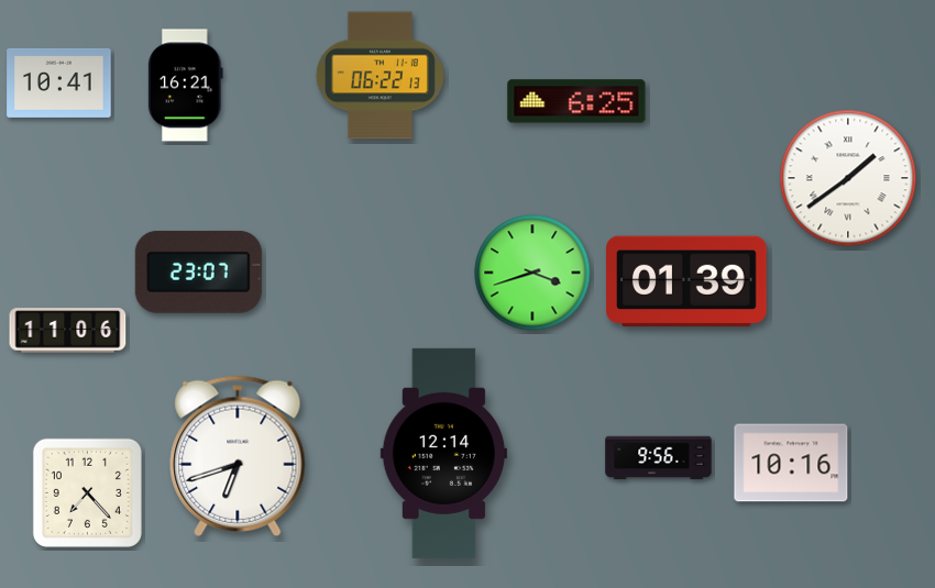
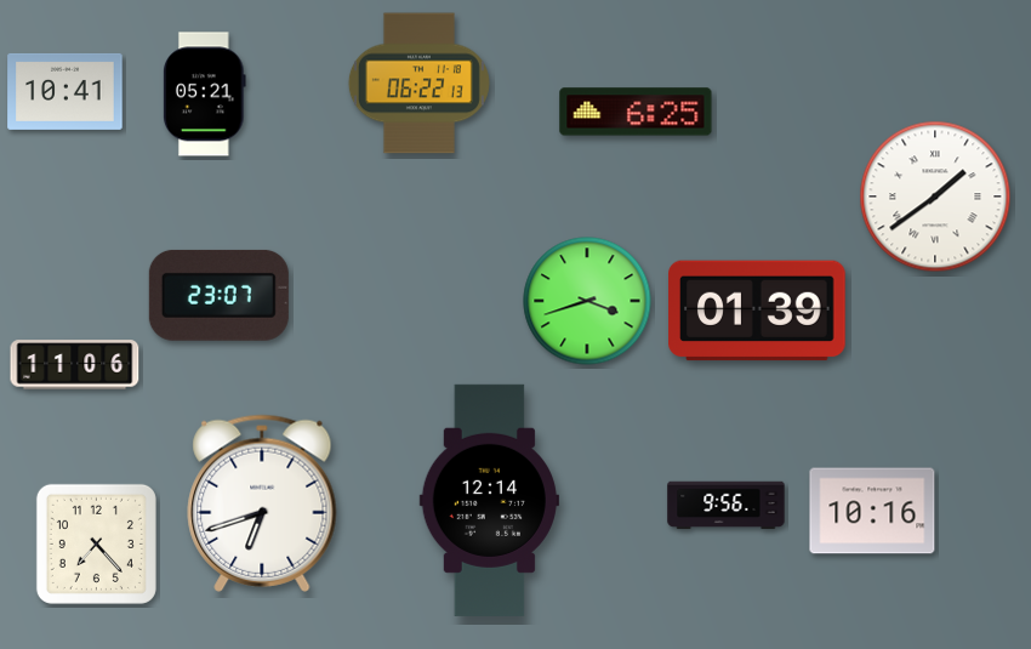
clock at (186, 86): 16:21 -> 05:21
clock at (198, 271) position: (198, 271) -> (218, 295)
